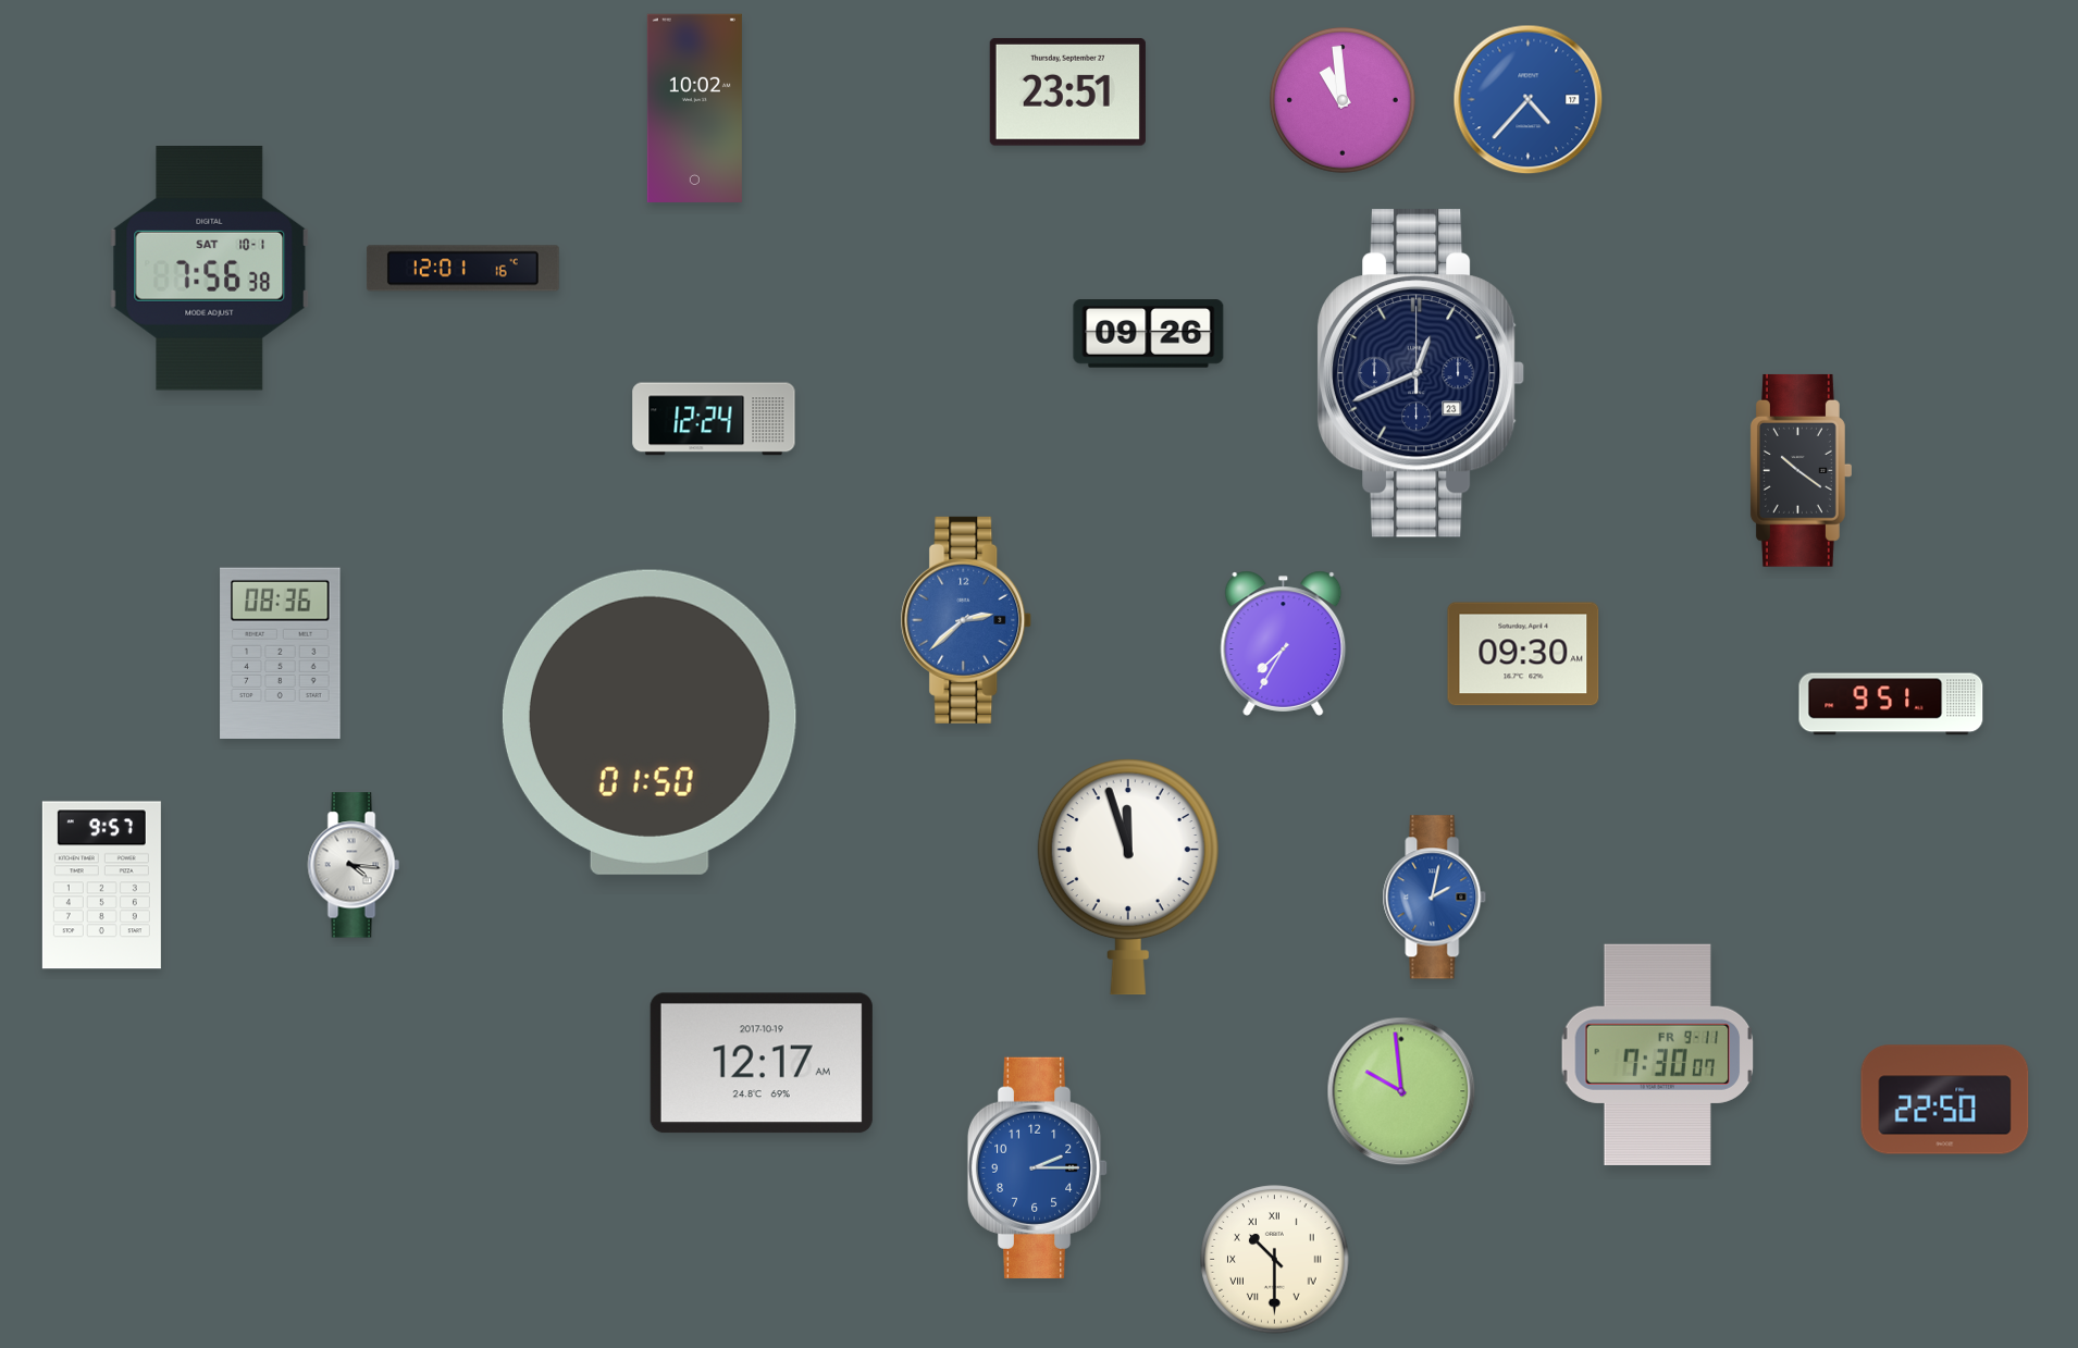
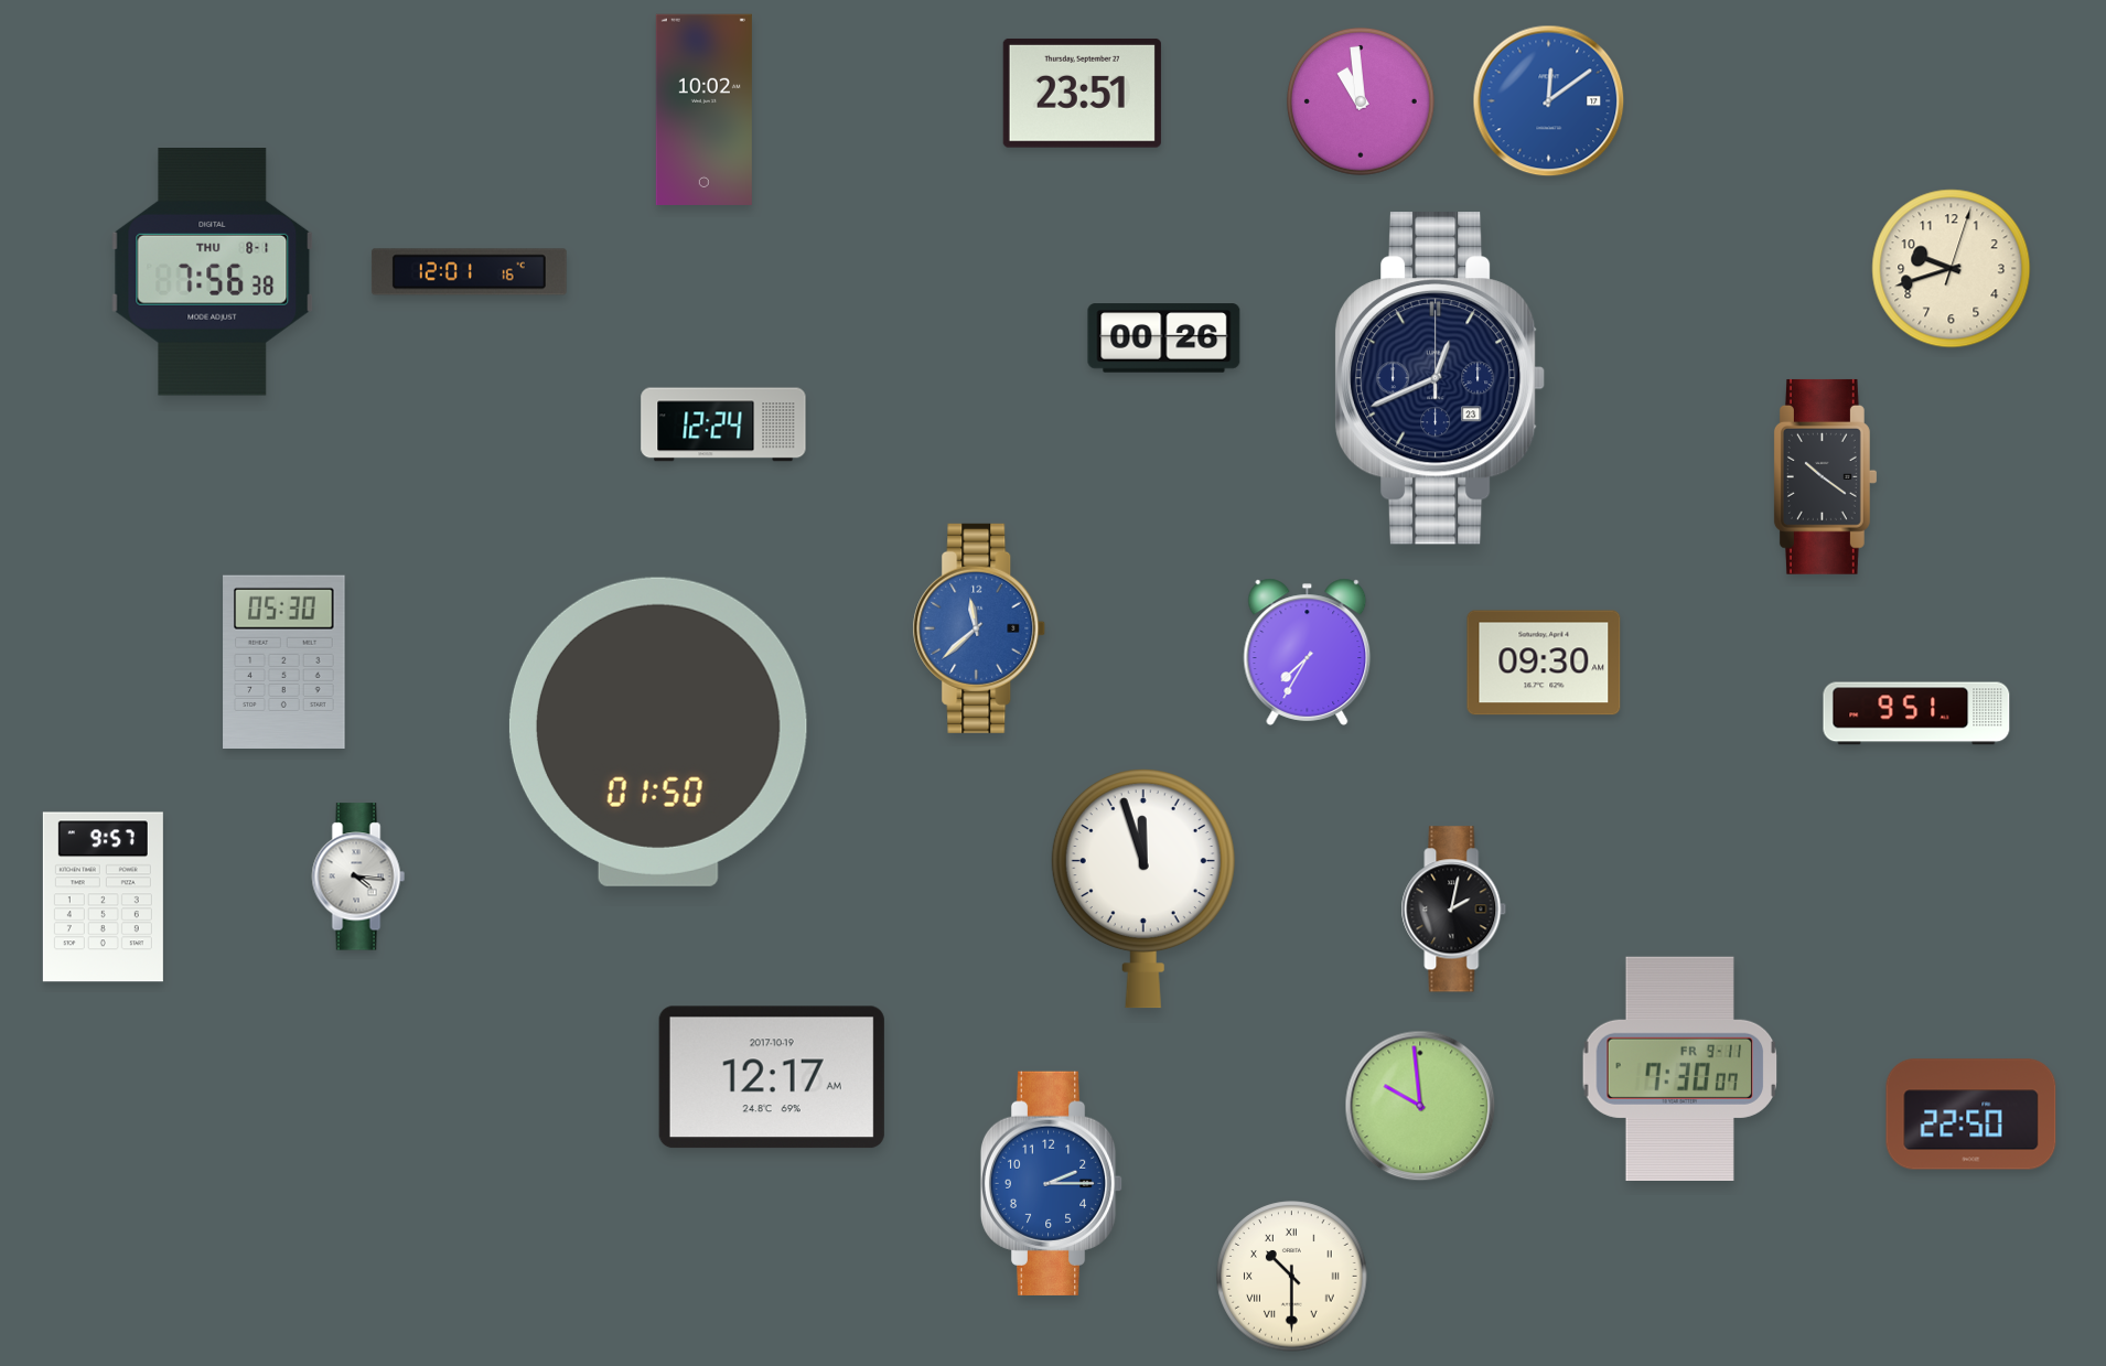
clock at (1529, 100): 4:37 -> 12:09
clock at (1952, 269): none -> 9:42
clock at (210, 269) date: SAT 10-1 -> THU 8-1
clock at (1149, 334): 09:26 -> 00:26
clock at (966, 620): 2:38 -> 11:38
clock at (1284, 643) position: (1284, 643) -> (1308, 652)
clock at (281, 653): 08:36 -> 05:30
clock at (1435, 898) dial: blue -> black
